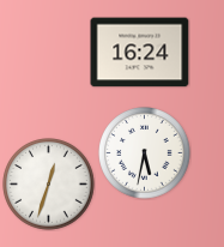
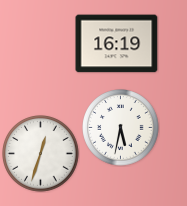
clock at (140, 53): 16:24 -> 16:19
